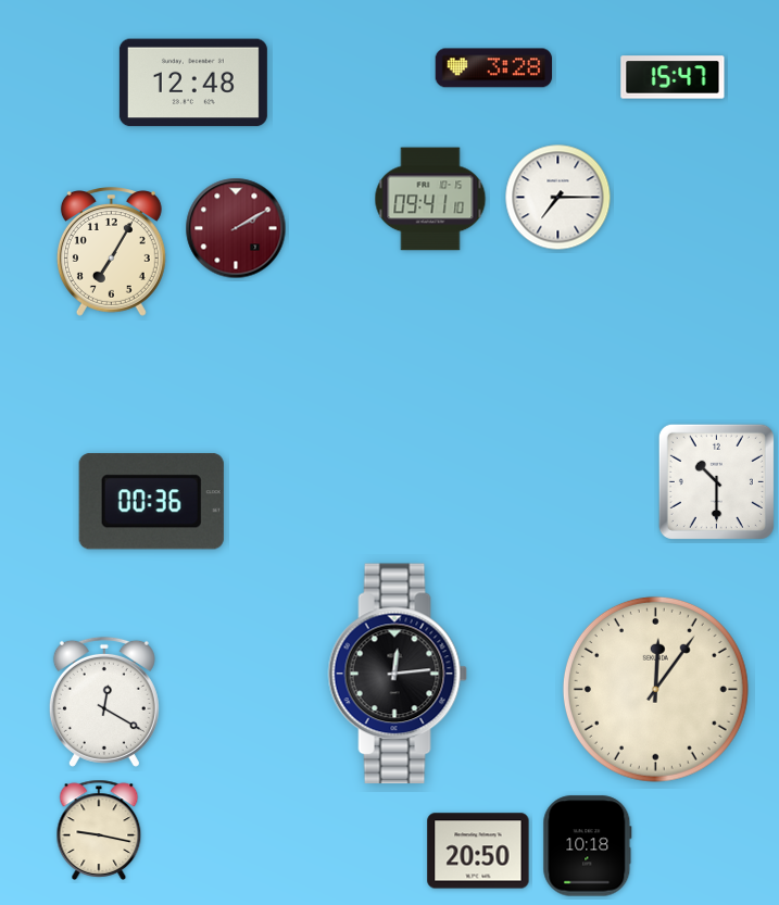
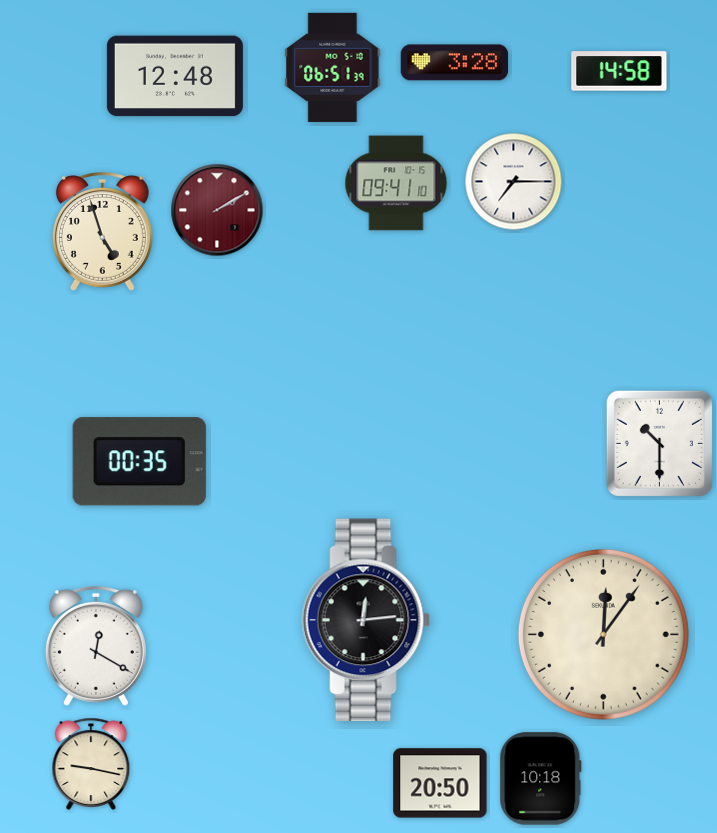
clock at (333, 67): none -> 06:51
clock at (673, 77): 15:47 -> 14:58
clock at (193, 83) position: (193, 83) -> (175, 76)
clock at (111, 252): 7:05 -> 4:57
clock at (151, 502): 00:36 -> 00:35
